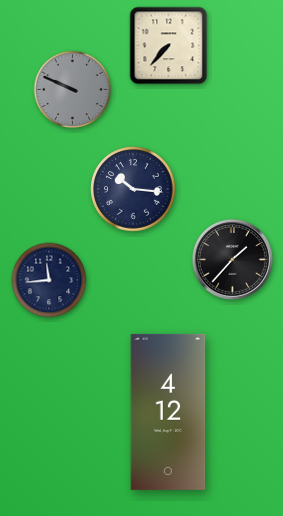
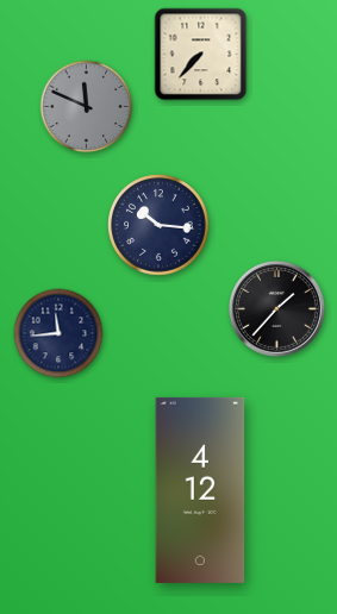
clock at (73, 90): 9:49 -> 11:49
